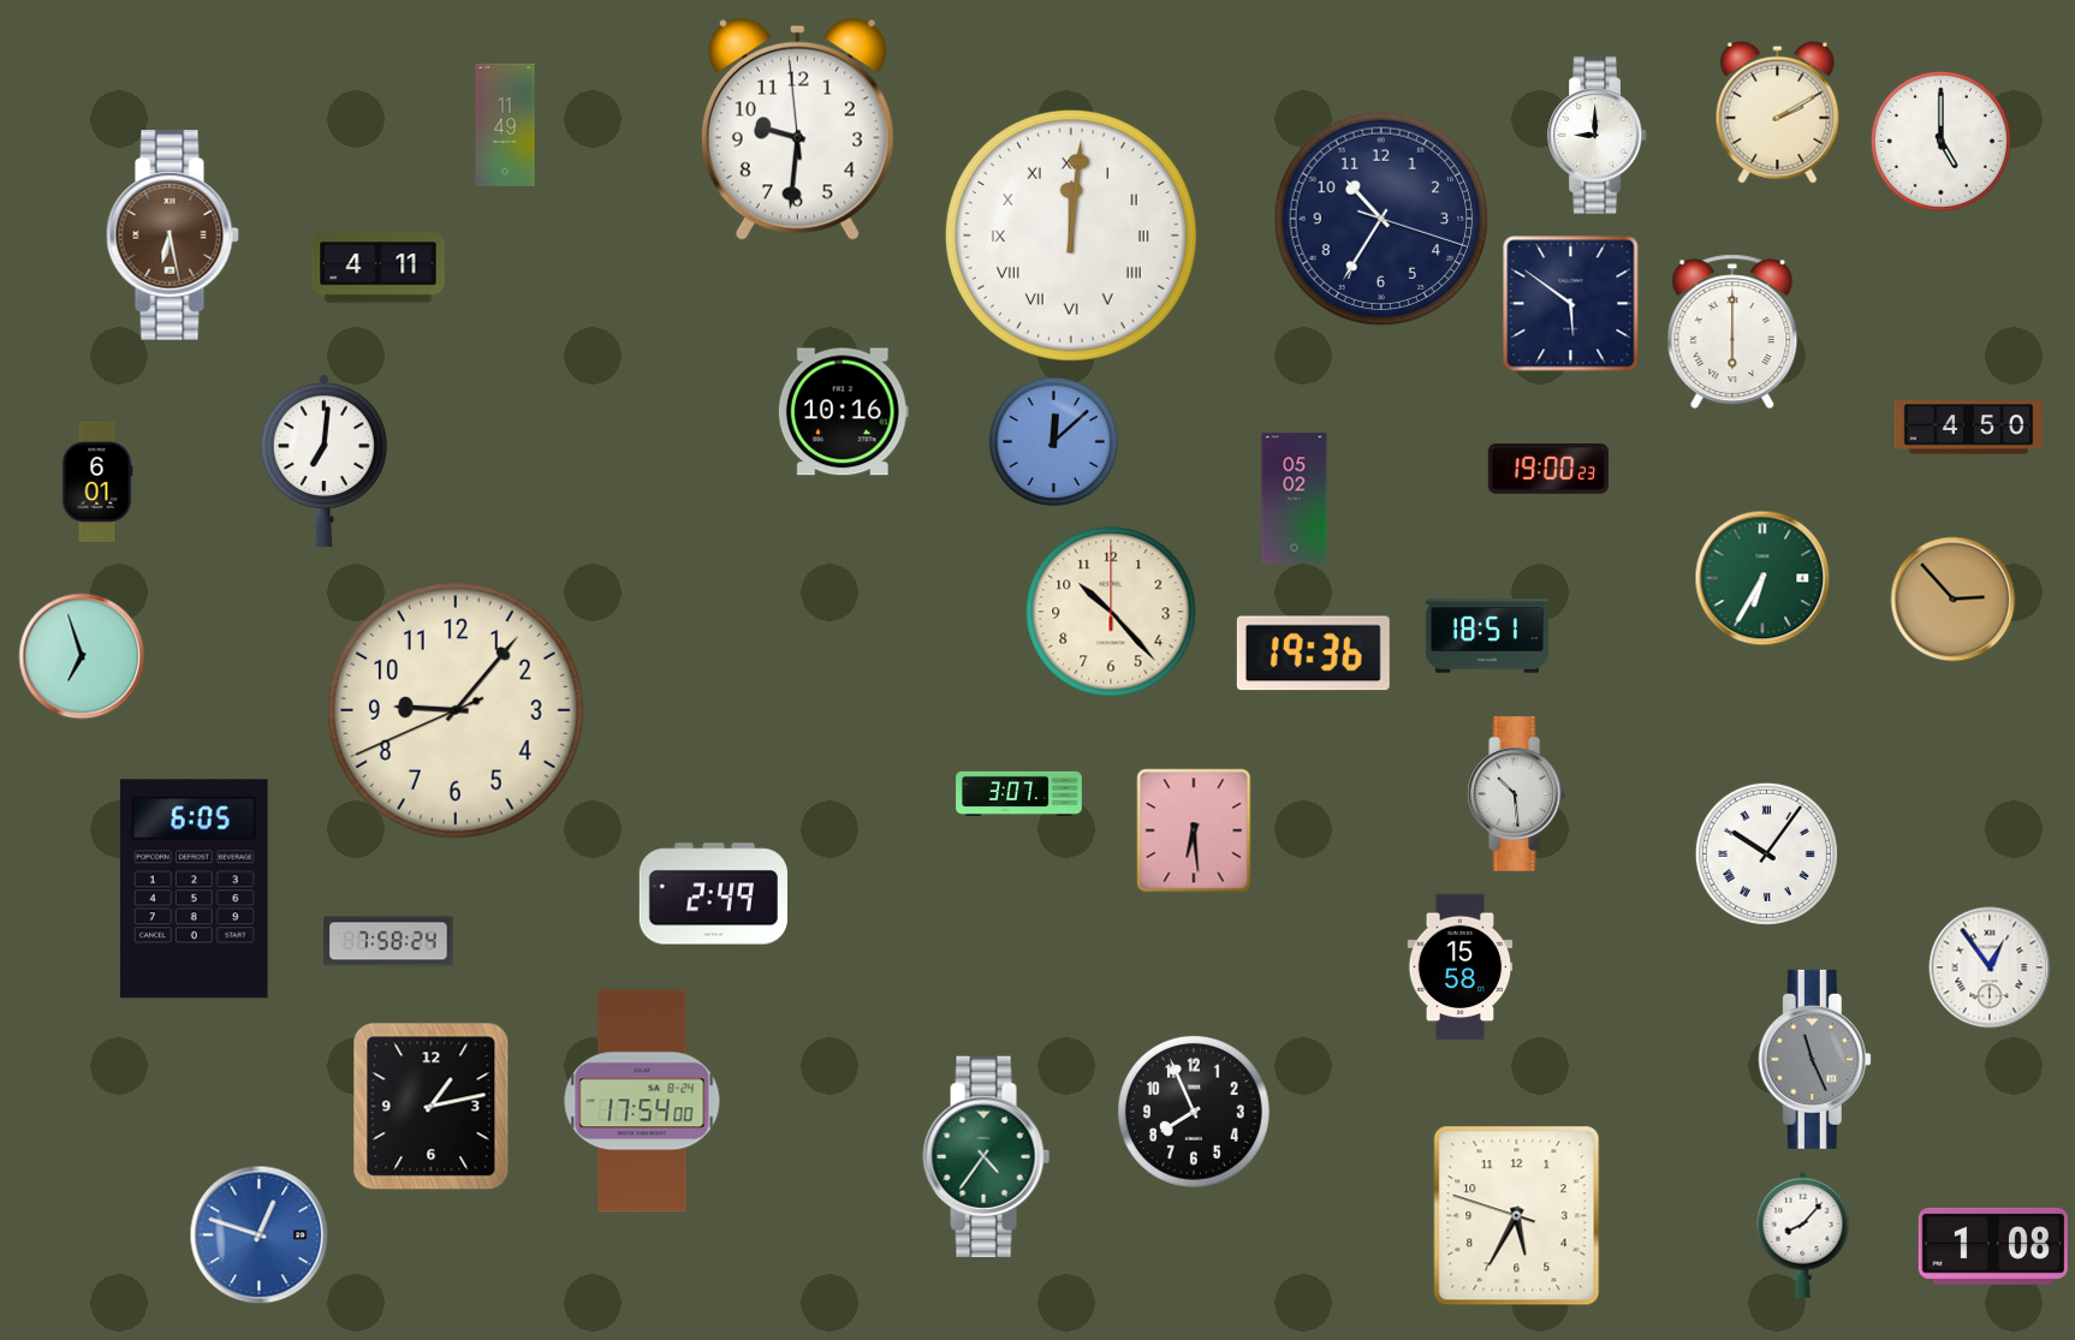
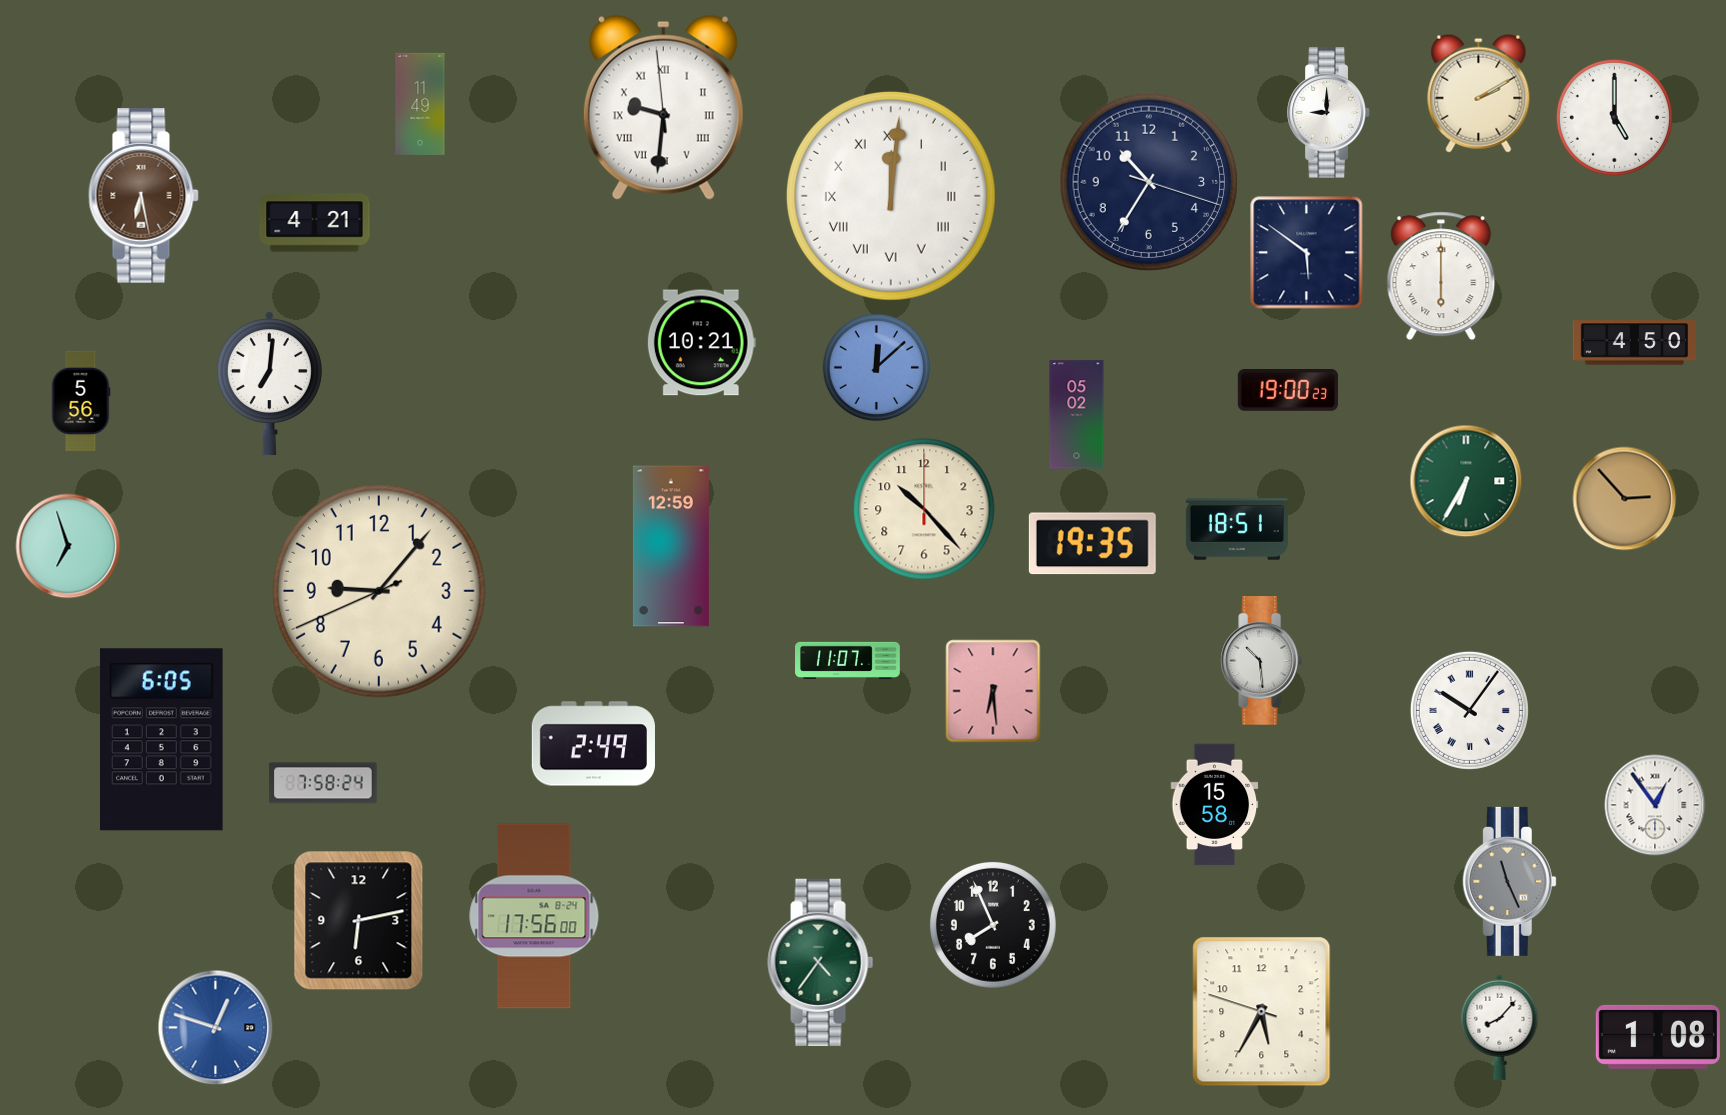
clock at (797, 129) numerals: Arabic -> Roman
clock at (379, 268): 4:11 -> 4:21
clock at (843, 412): 10:16 -> 10:21
clock at (1968, 428) position: (1968, 428) -> (1634, 343)
clock at (97, 481): 6:01 -> 5:56
clock at (1313, 654): 19:36 -> 19:35
clock at (671, 546): none -> 12:59
clock at (1019, 793): 3:07 -> 11:07
clock at (642, 1101): 17:54 -> 17:56
clock at (432, 1107): 1:13 -> 6:13
